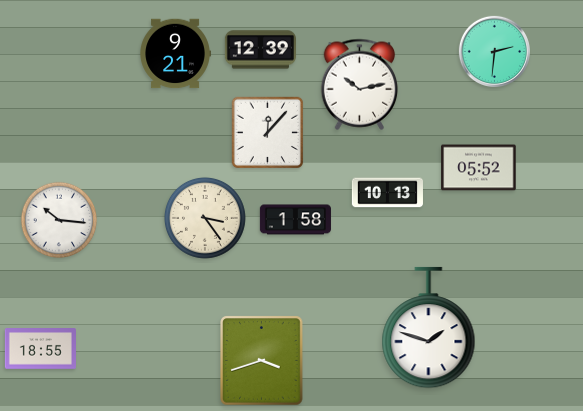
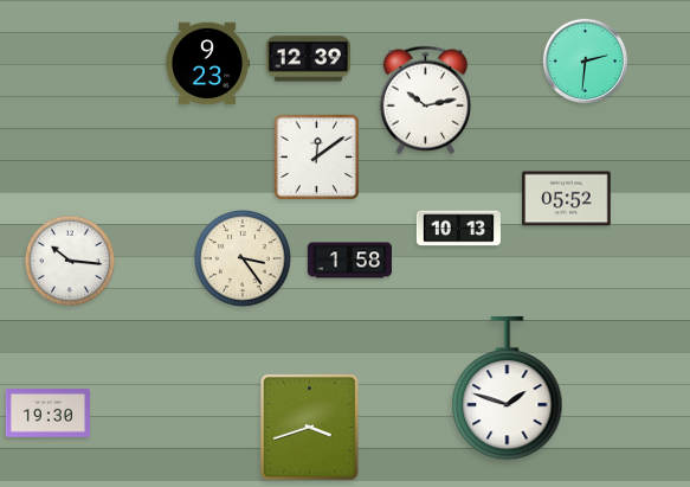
clock at (175, 54): 9:21 -> 9:23
clock at (268, 133): 12:07 -> 12:09
clock at (40, 349): 18:55 -> 19:30
